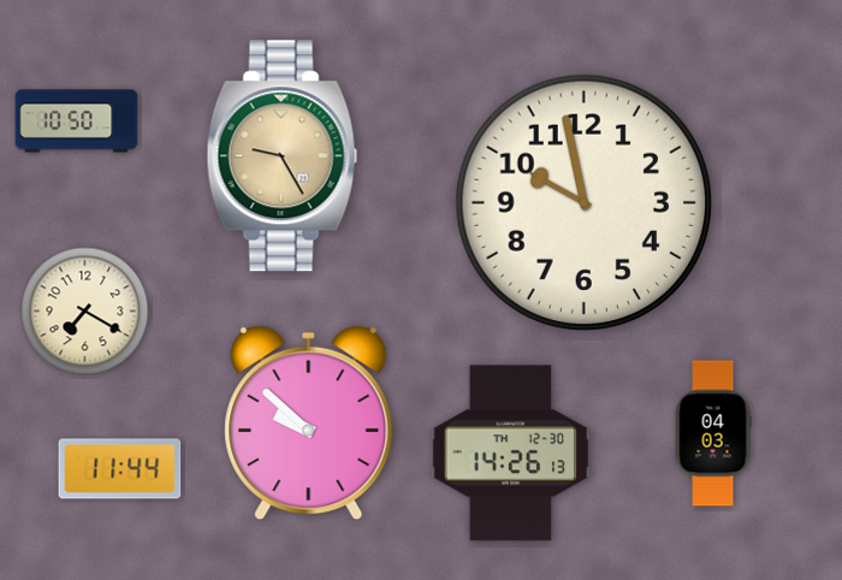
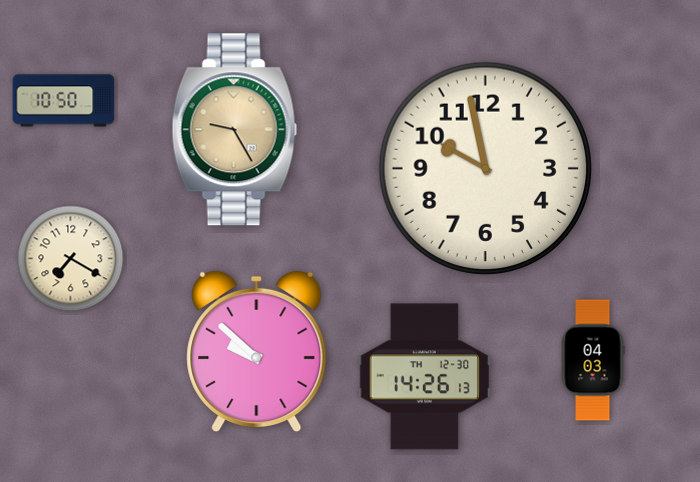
clock at (120, 469): 11:44 -> none
